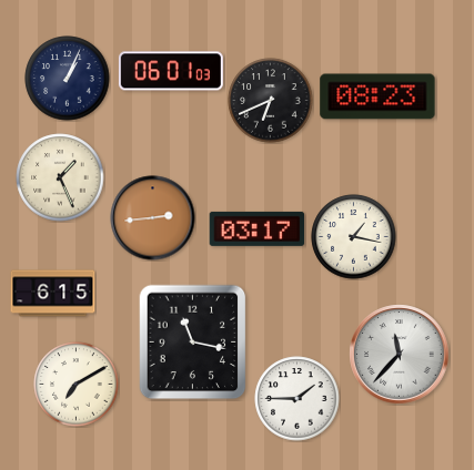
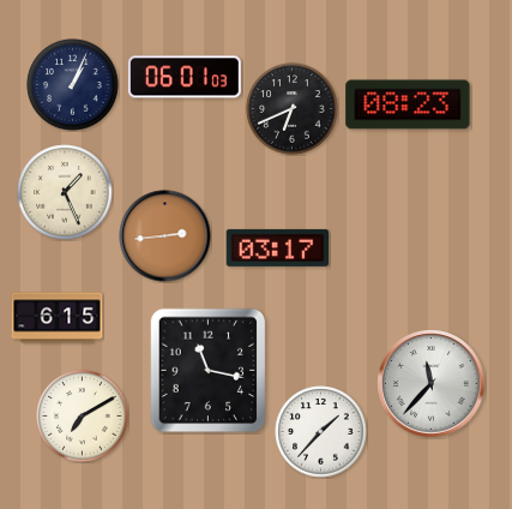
clock at (354, 237): 1:17 -> none
clock at (297, 399): 1:45 -> 1:37
